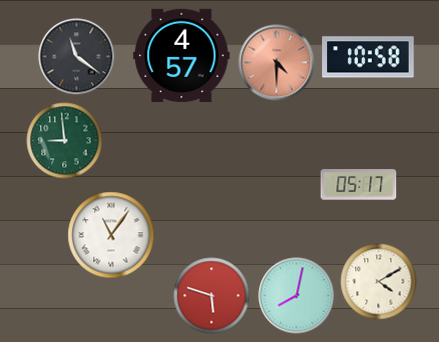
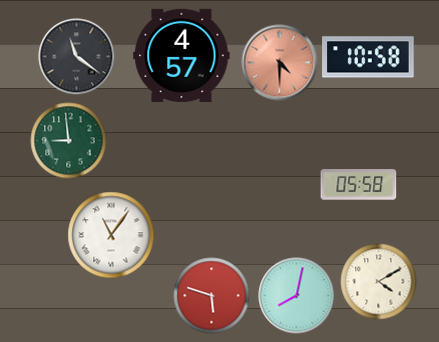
clock at (277, 63) position: (277, 63) -> (280, 63)
clock at (65, 141) position: (65, 141) -> (69, 141)
clock at (359, 185): 05:17 -> 05:58
